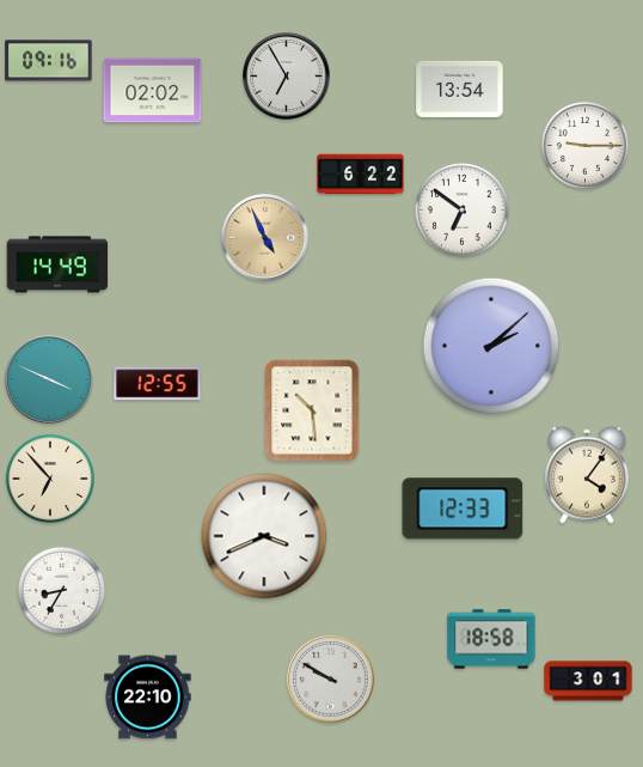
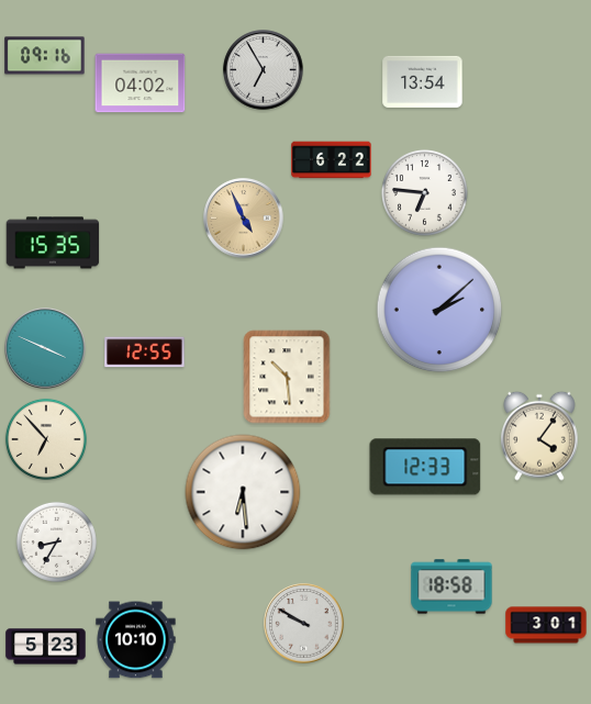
clock at (153, 91): 02:02 -> 04:02
clock at (584, 145): 9:15 -> none
clock at (463, 211): 6:51 -> 6:46
clock at (57, 264): 14:49 -> 15:35
clock at (491, 346) position: (491, 346) -> (439, 310)
clock at (264, 536): 3:41 -> 6:29
clock at (588, 681) position: (588, 681) -> (546, 625)
clock at (148, 698): 22:10 -> 10:10
clock at (46, 647): none -> 5:23
